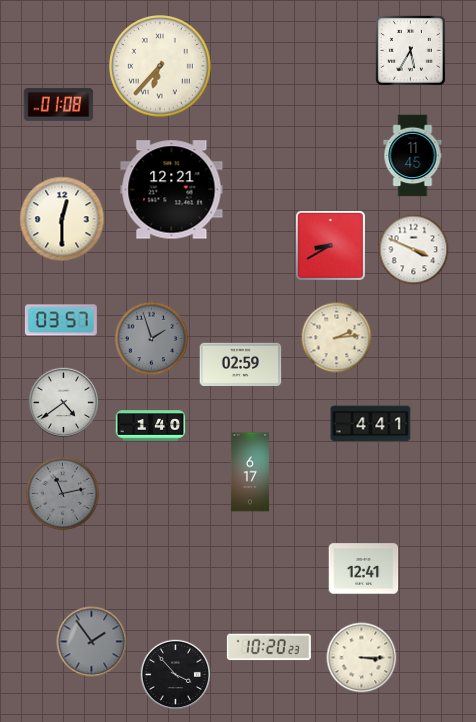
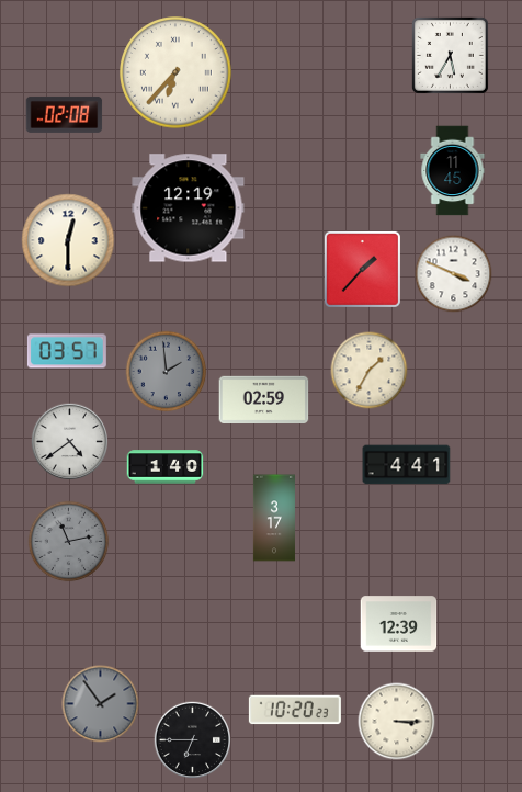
clock at (59, 104): 01:08 -> 02:08
clock at (172, 190): 12:21 -> 12:19
clock at (330, 245): 8:40 -> 1:37
clock at (337, 338): 2:14 -> 1:35
clock at (152, 339): 1:57 -> 1:59
clock at (250, 472): 6:17 -> 3:17
clock at (364, 569): 12:41 -> 12:39
clock at (176, 675): 3:53 -> 6:45
